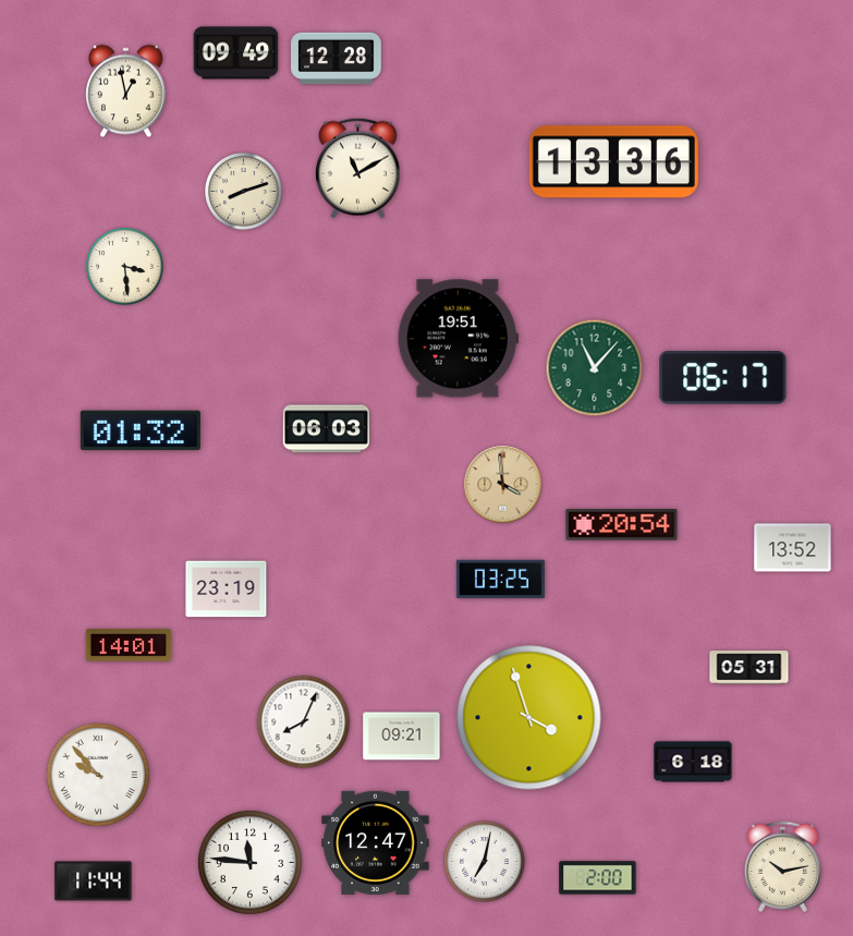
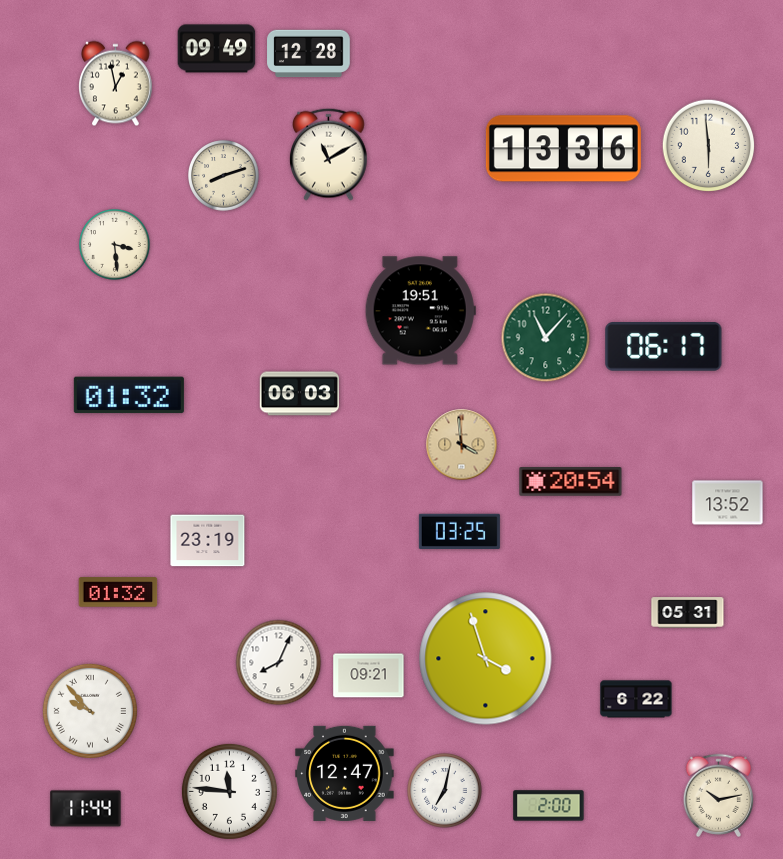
clock at (709, 146): none -> 5:59
clock at (129, 645): 14:01 -> 01:32
clock at (693, 762): 6:18 -> 6:22
